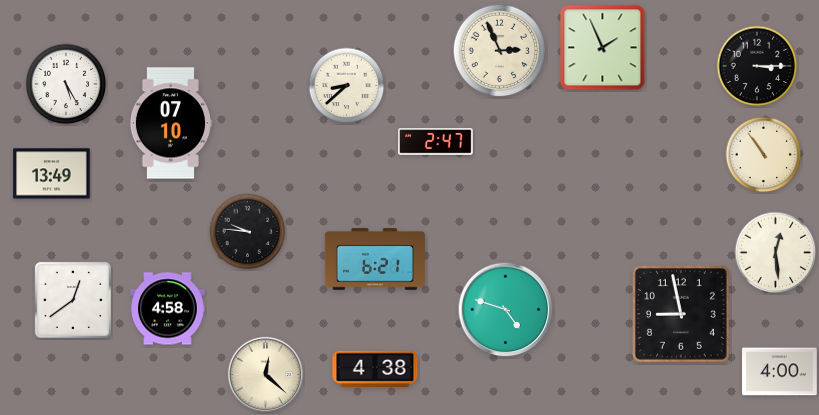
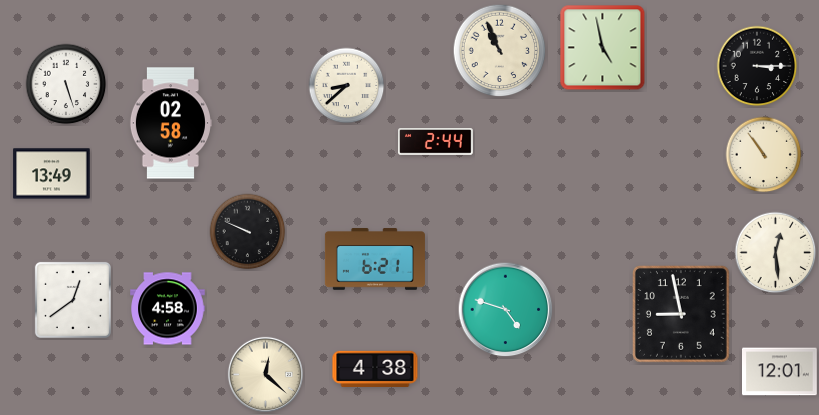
clock at (603, 48): 1:56 -> 4:58
clock at (500, 51): 2:56 -> 10:56
clock at (66, 84): 5:25 -> 5:27
clock at (170, 123): 07:10 -> 02:58
clock at (436, 142): 2:47 -> 2:44
clock at (248, 232): 9:46 -> 9:49
clock at (780, 372): 4:00 -> 12:01
